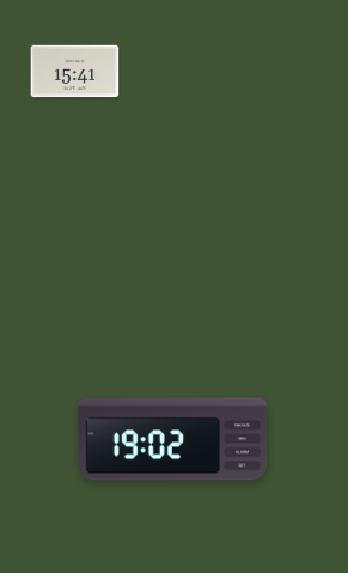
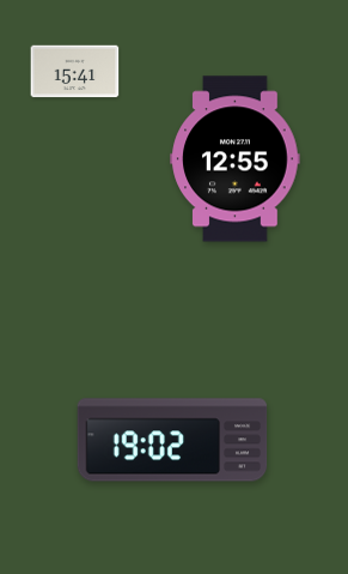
clock at (236, 159): none -> 12:55
